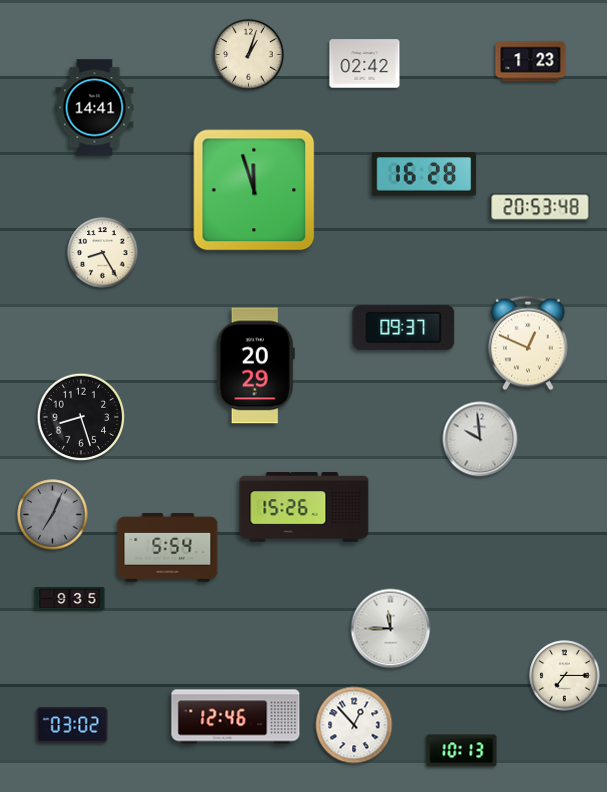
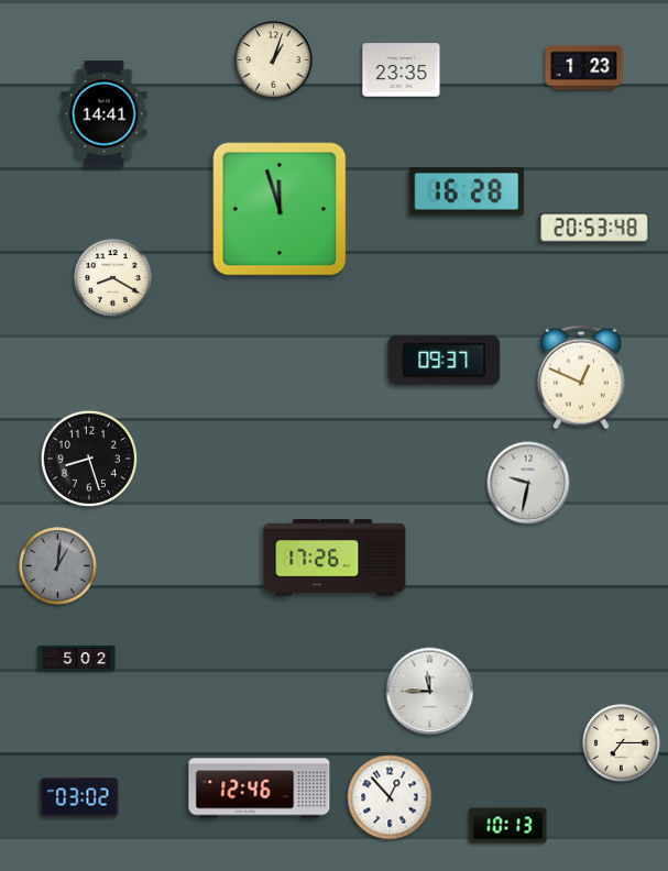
clock at (365, 64): 02:42 -> 23:35
clock at (95, 108) position: (95, 108) -> (105, 114)
clock at (103, 253): 8:25 -> 8:20
clock at (255, 366): 20:29 -> none
clock at (480, 439): 9:59 -> 9:32
clock at (304, 507): 15:26 -> 17:26
clock at (53, 515): 7:04 -> 1:01
clock at (168, 548): 5:54 -> none
clock at (70, 598): 9:35 -> 5:02
